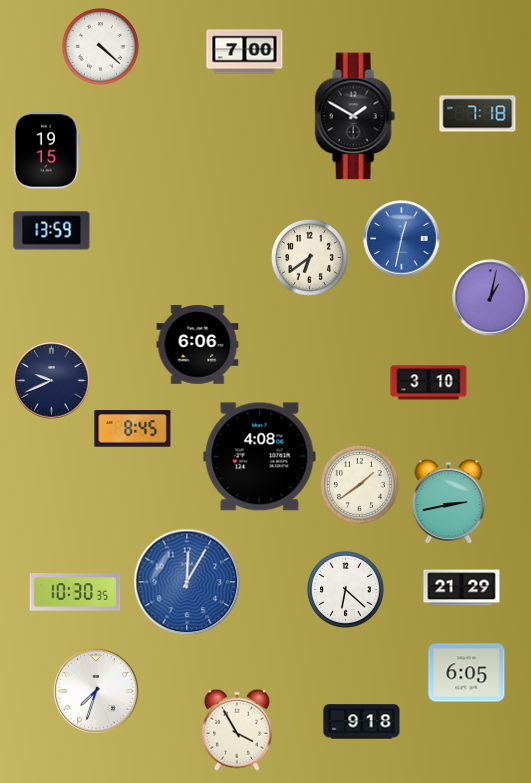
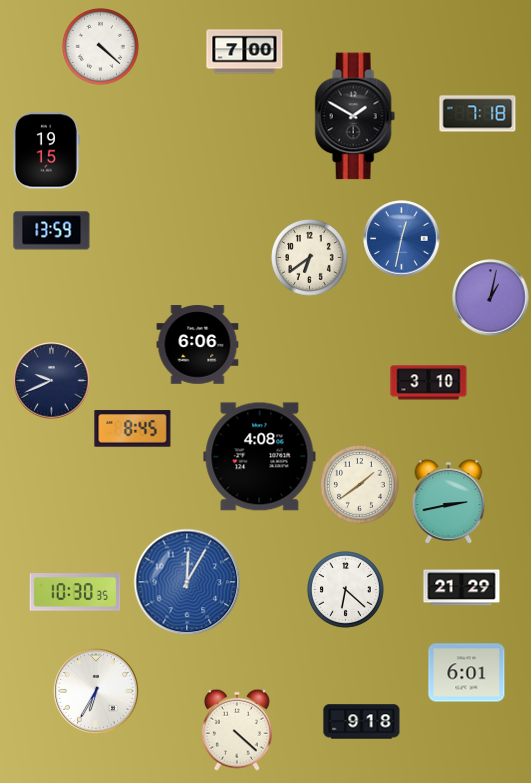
clock at (467, 673): 6:05 -> 6:01
clock at (96, 691): 7:33 -> 6:35
clock at (237, 730): 3:55 -> 4:22
